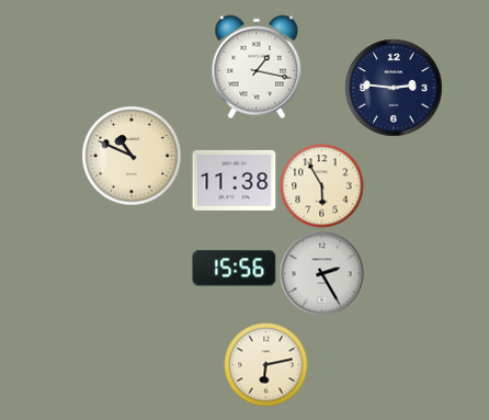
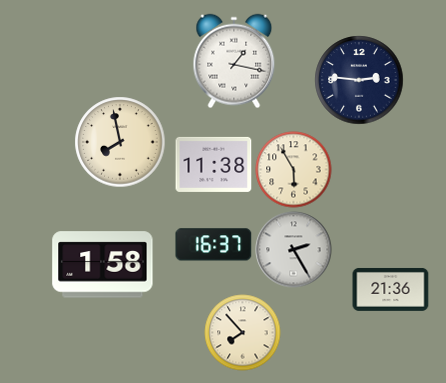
clock at (132, 156): 10:49 -> 7:58
clock at (235, 269): 15:56 -> 16:37
clock at (103, 265): none -> 1:58
clock at (391, 289): none -> 21:36
clock at (266, 365): 6:13 -> 7:53
